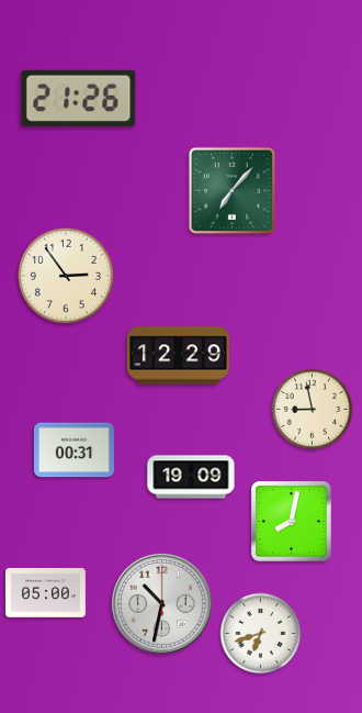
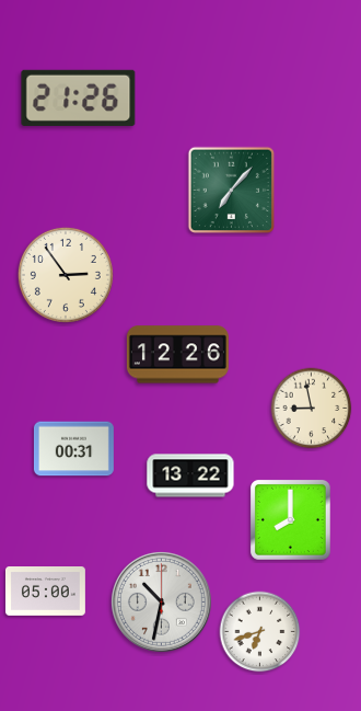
clock at (178, 356): 12:29 -> 12:26
clock at (191, 477): 19:09 -> 13:22
clock at (292, 522): 8:02 -> 8:00
